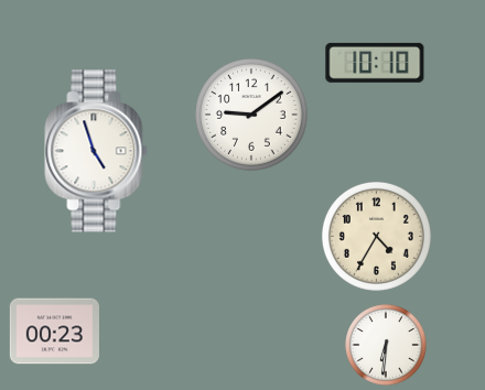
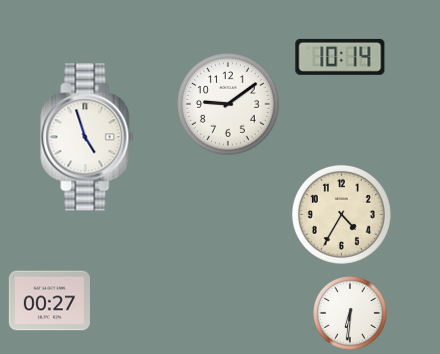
clock at (375, 63): 10:10 -> 10:14
clock at (54, 332): 00:23 -> 00:27
